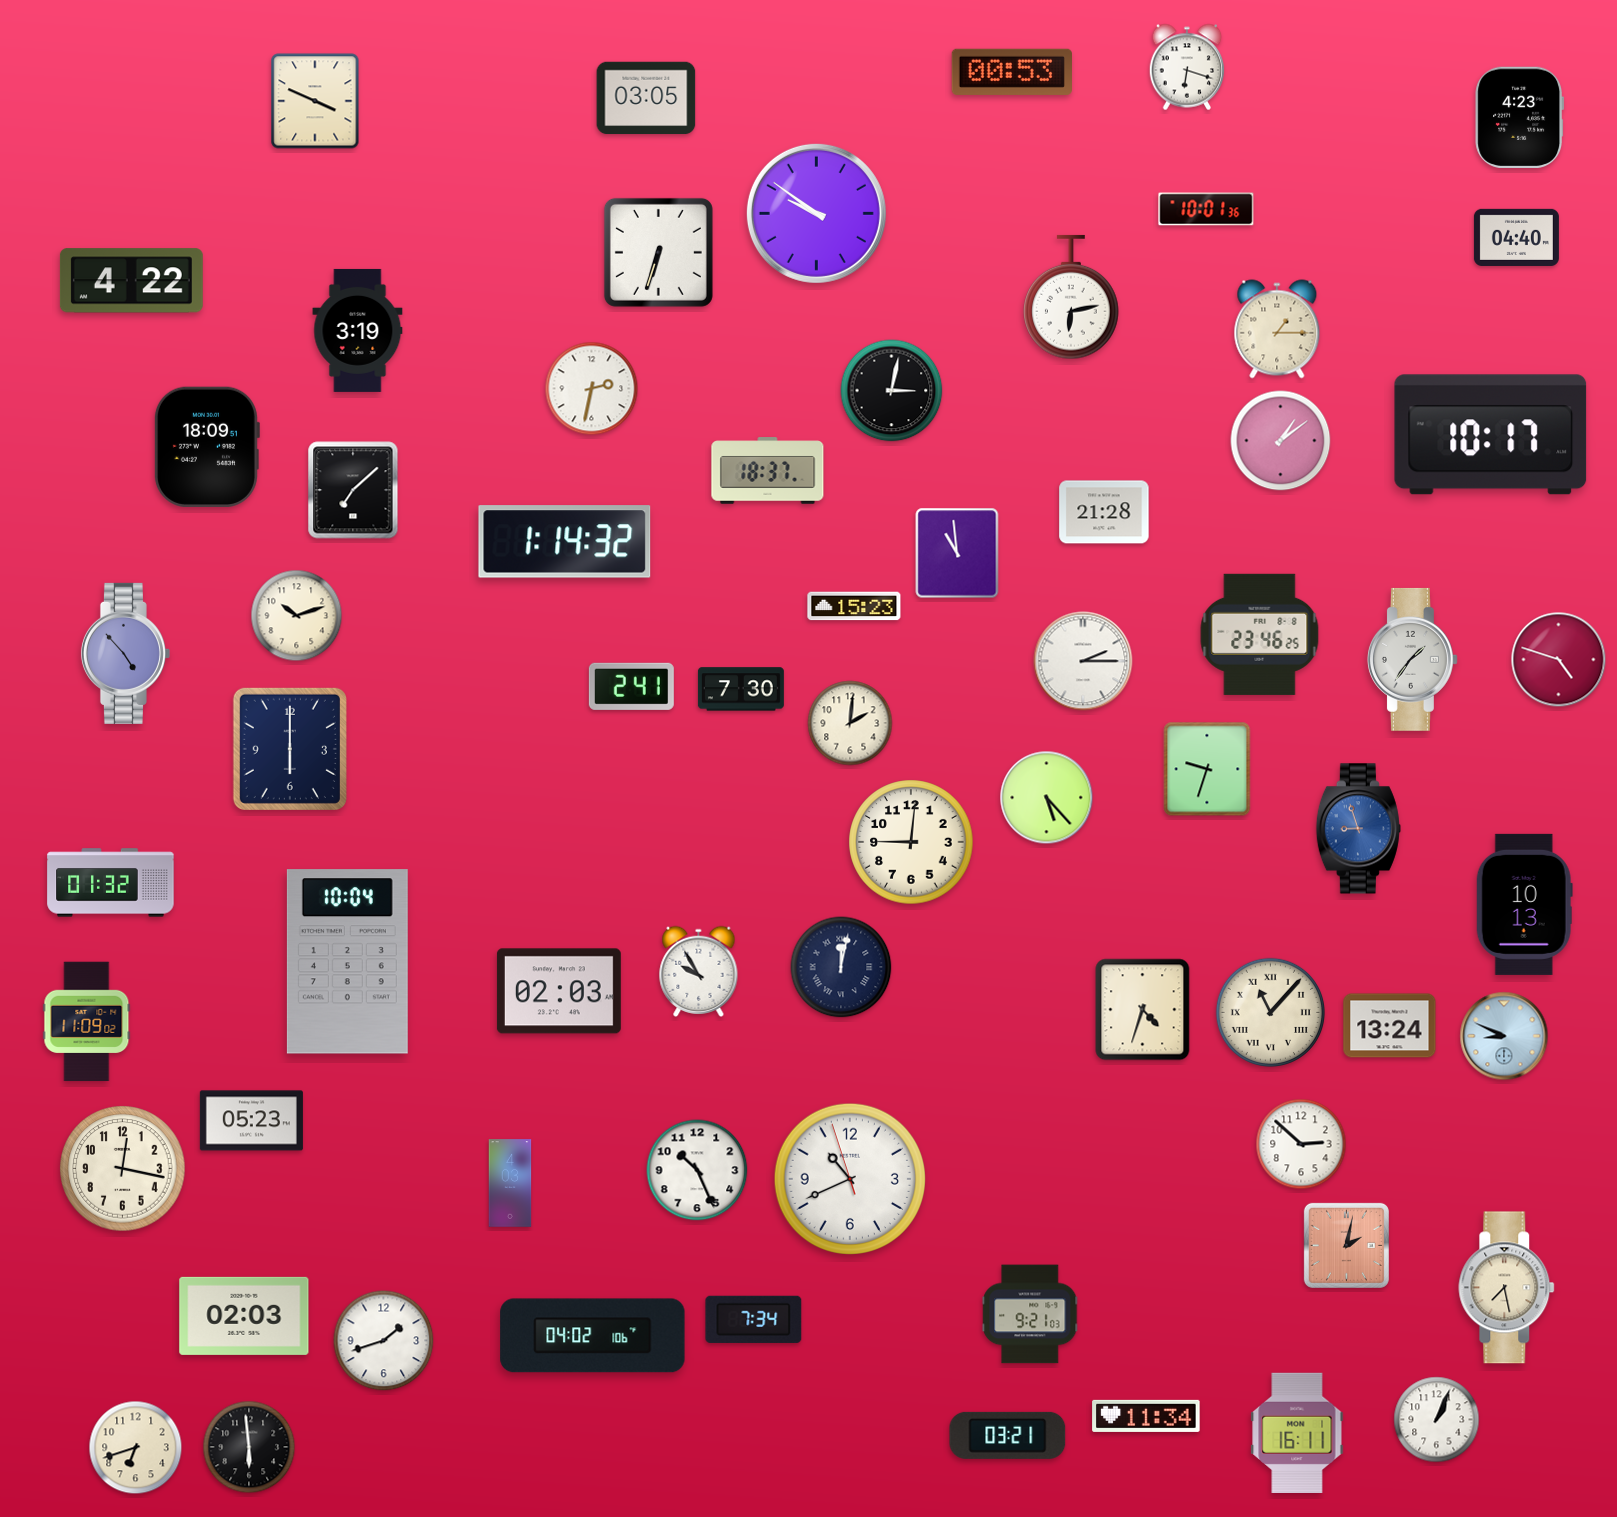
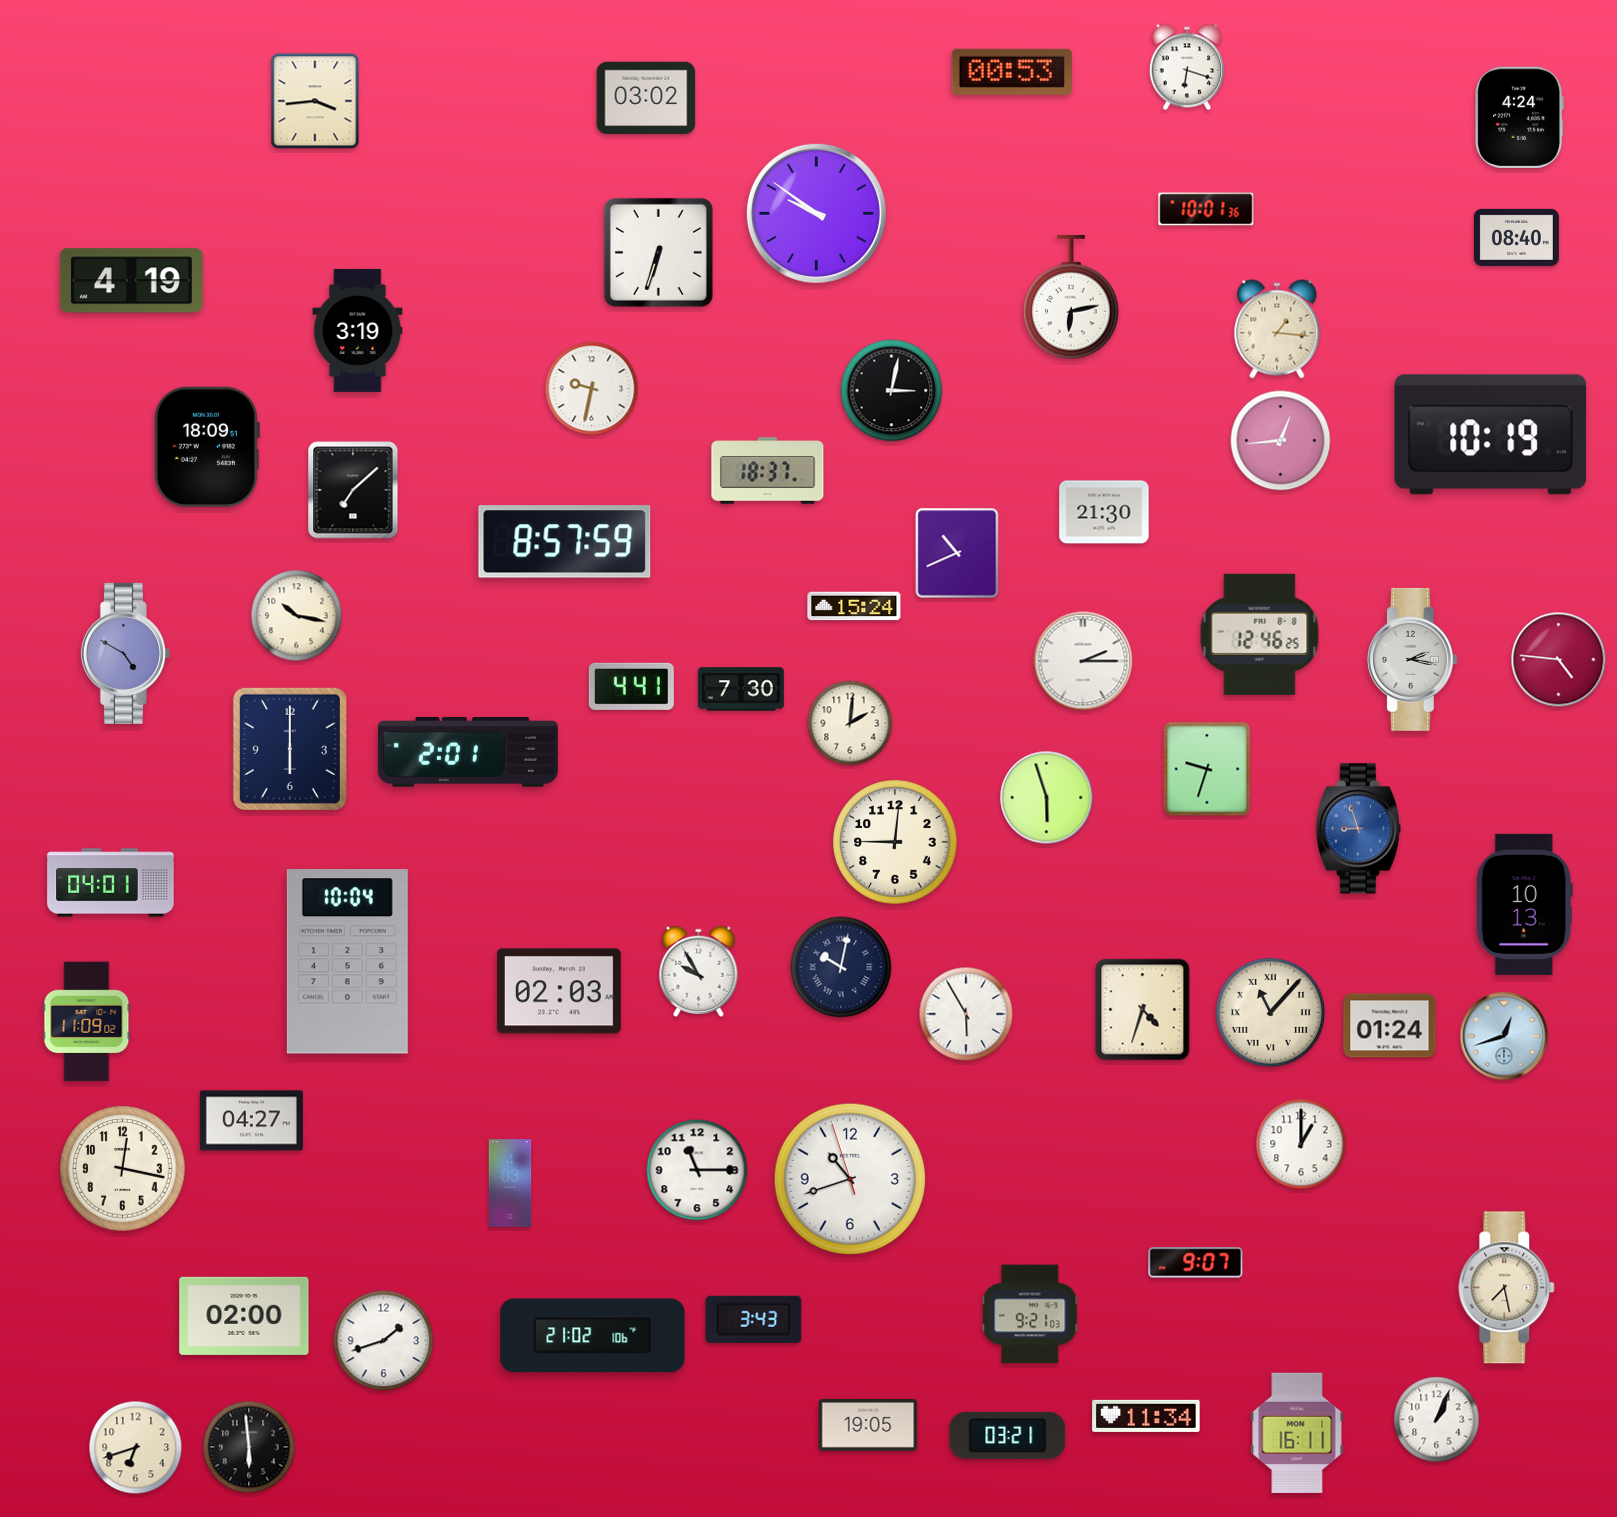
clock at (646, 98): 03:05 -> 03:02
clock at (315, 101): 3:49 -> 3:44
clock at (1520, 117): 4:23 -> 4:24
clock at (1516, 237): 04:40 -> 08:40
clock at (131, 281): 4:22 -> 4:19
clock at (1277, 329): 1:15 -> 1:16
clock at (592, 389): 2:32 -> 9:32
clock at (1491, 435): 10:17 -> 10:19
clock at (1281, 441): 1:09 -> 12:44
clock at (1104, 512): 21:28 -> 21:30
clock at (565, 542): 1:14 -> 8:57
clock at (957, 553): 10:59 -> 10:41
clock at (854, 606): 15:23 -> 15:24
clock at (297, 616): 10:12 -> 10:17
clock at (1260, 634): 23:46 -> 12:46
clock at (125, 653): 4:53 -> 4:50
clock at (1412, 659): 1:36 -> 2:17
clock at (1559, 660): 4:48 -> 4:46
clock at (631, 686): 2:41 -> 4:41
clock at (468, 752): none -> 2:01
clock at (1047, 798): 5:23 -> 5:57
clock at (911, 842) position: (911, 842) -> (895, 842)
clock at (111, 883): 01:32 -> 04:01
clock at (841, 967): 12:02 -> 10:02
clock at (966, 1014): none -> 5:55
clock at (1390, 1026): 13:24 -> 01:24
clock at (1504, 1036): 8:49 -> 12:42
clock at (251, 1121): 05:23 -> 04:27
clock at (1301, 1144): 2:52 -> 1:00
clock at (697, 1170): 10:26 -> 11:15
clock at (850, 1179): 10:40 -> 10:41
clock at (1346, 1245): 2:02 -> none
clock at (1196, 1263): none -> 9:07
clock at (244, 1316): 02:03 -> 02:00
clock at (754, 1319): 7:34 -> 3:43
clock at (593, 1336): 04:02 -> 21:02
clock at (868, 1425): none -> 19:05
